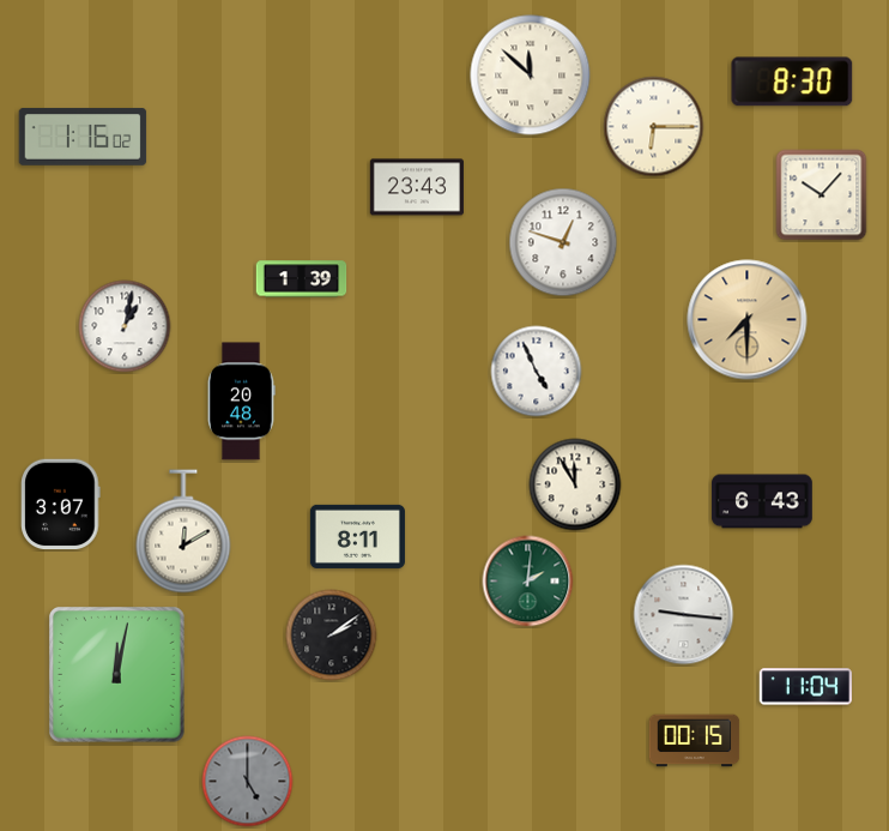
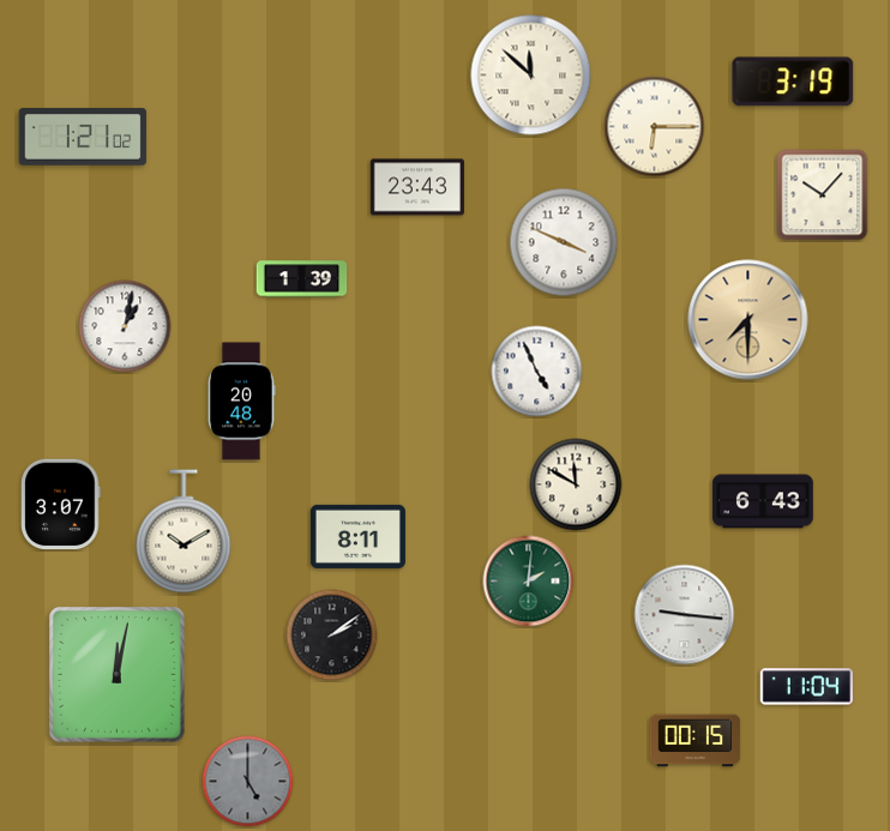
clock at (792, 82): 8:30 -> 3:19
clock at (83, 137): 1:16 -> 1:21
clock at (563, 242): 12:48 -> 3:49
clock at (575, 484): 11:55 -> 11:50
clock at (183, 531): 12:10 -> 10:10
